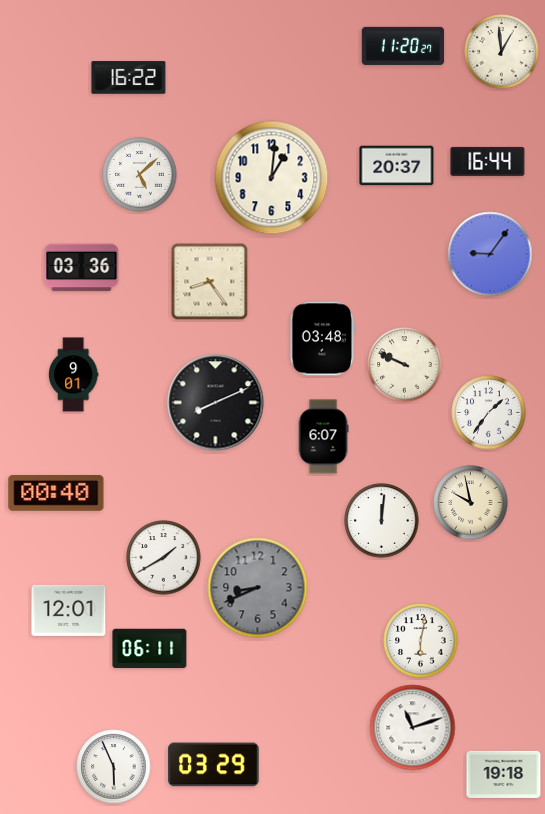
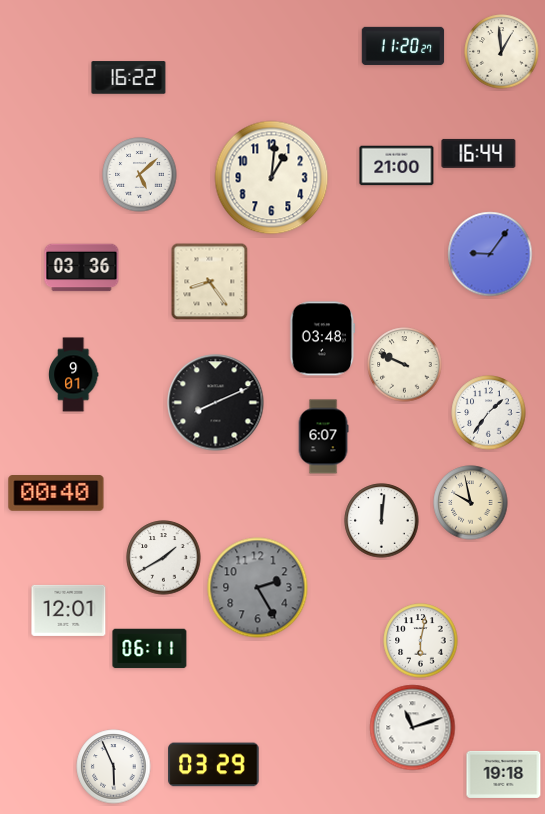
clock at (488, 161) position: (488, 161) -> (479, 153)
clock at (397, 166): 20:37 -> 21:00
clock at (258, 588): 8:41 -> 2:25
